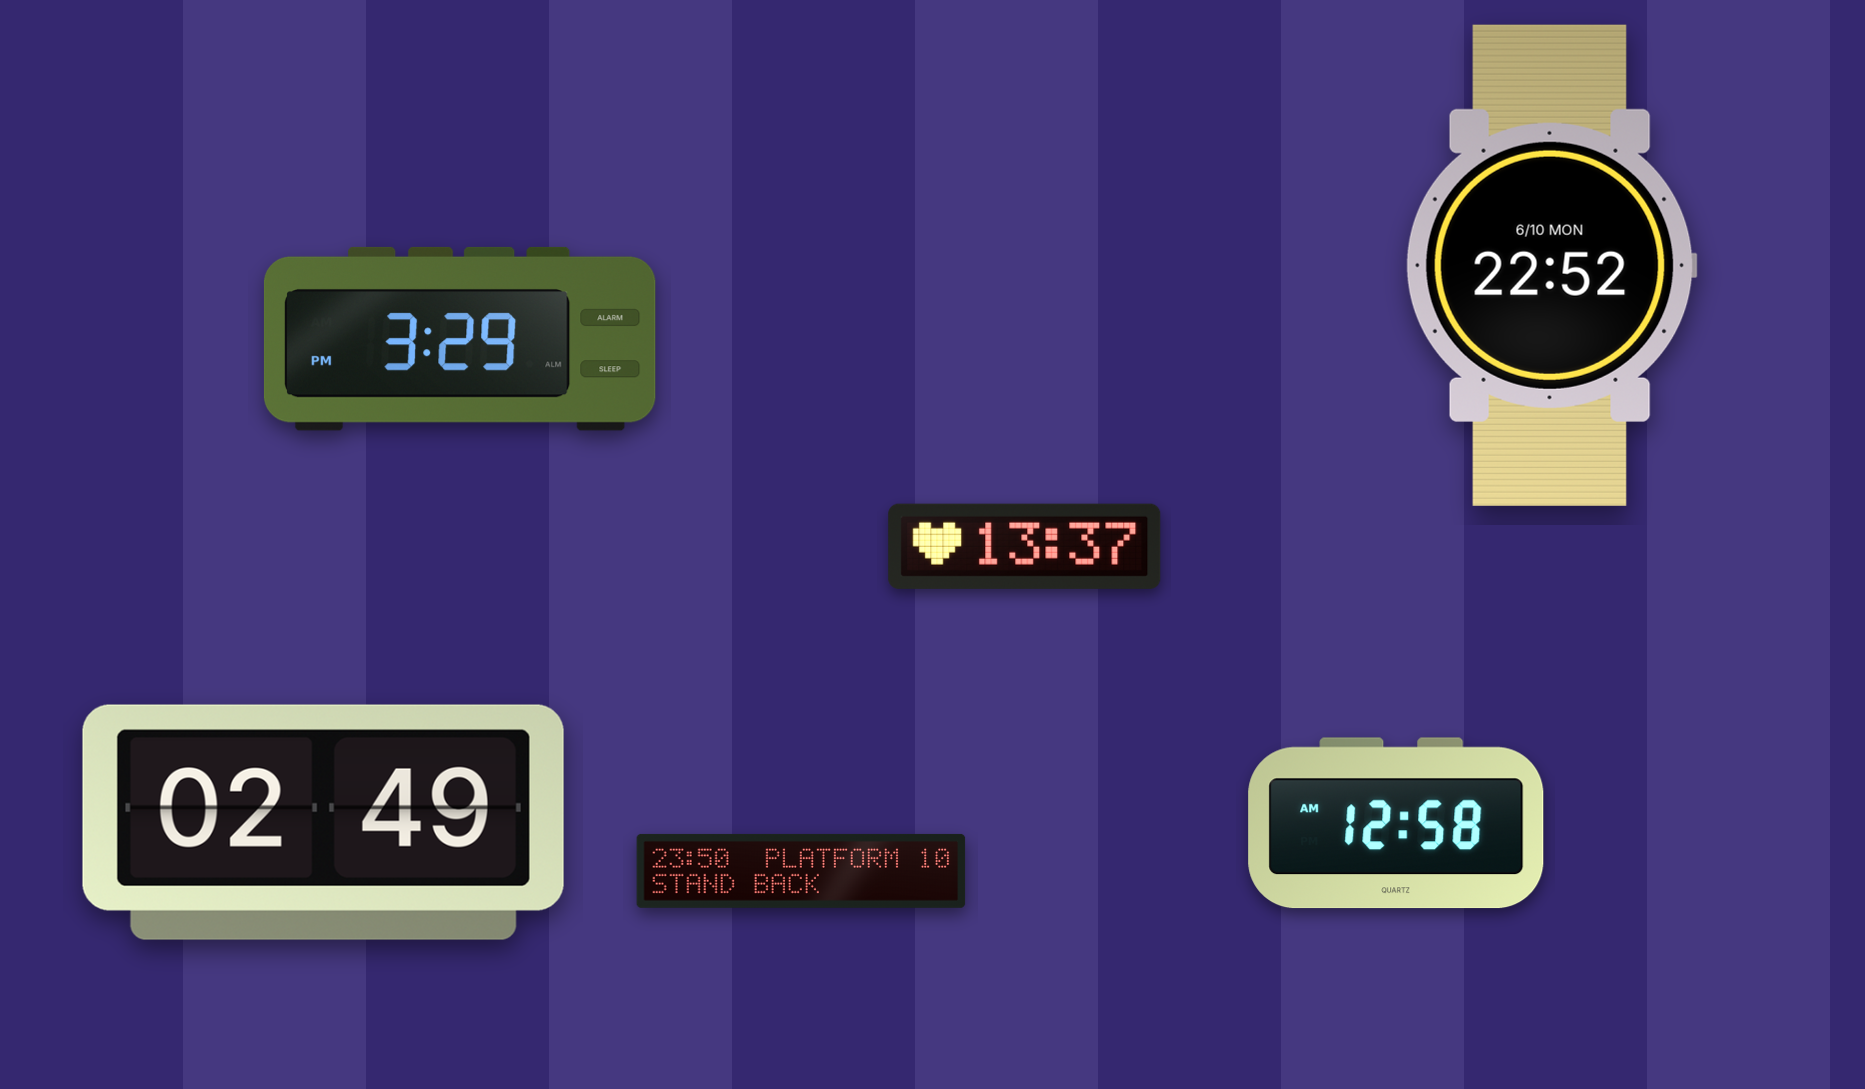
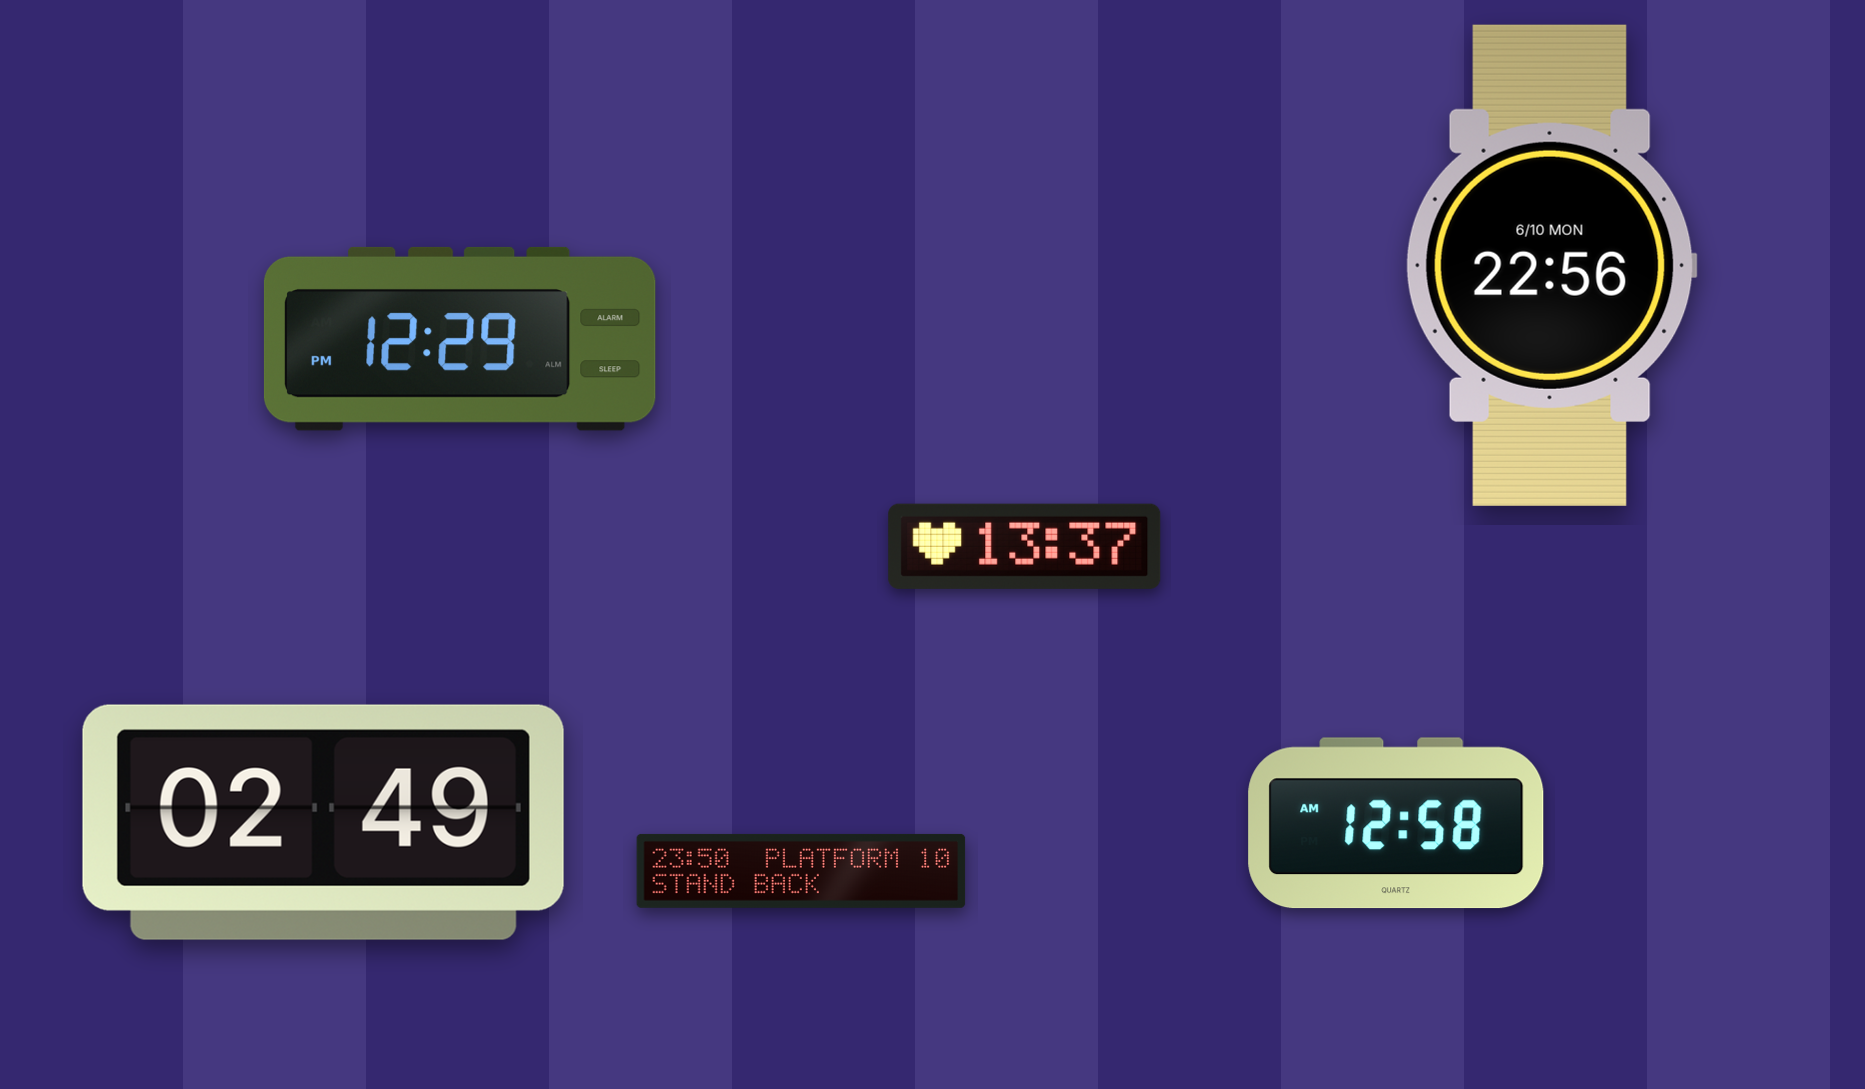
clock at (1551, 265): 22:52 -> 22:56
clock at (460, 339): 3:29 -> 12:29
